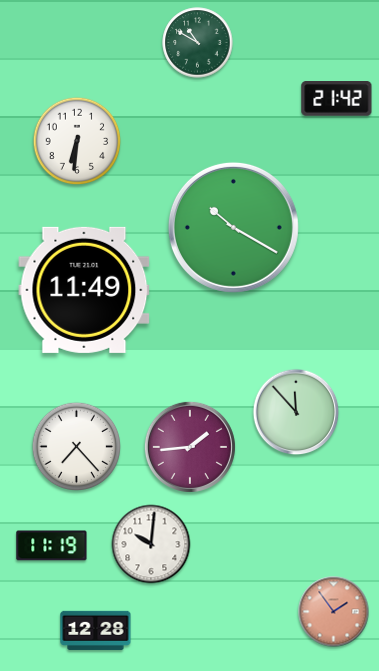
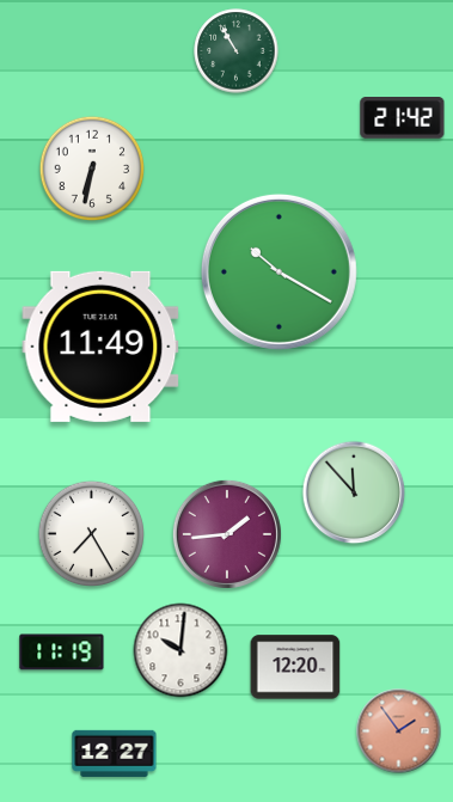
clock at (198, 43): 10:50 -> 10:55
clock at (77, 141): 6:31 -> 6:32
clock at (76, 446): 7:23 -> 7:25
clock at (295, 667): none -> 12:20
clock at (96, 630): 12:28 -> 12:27
